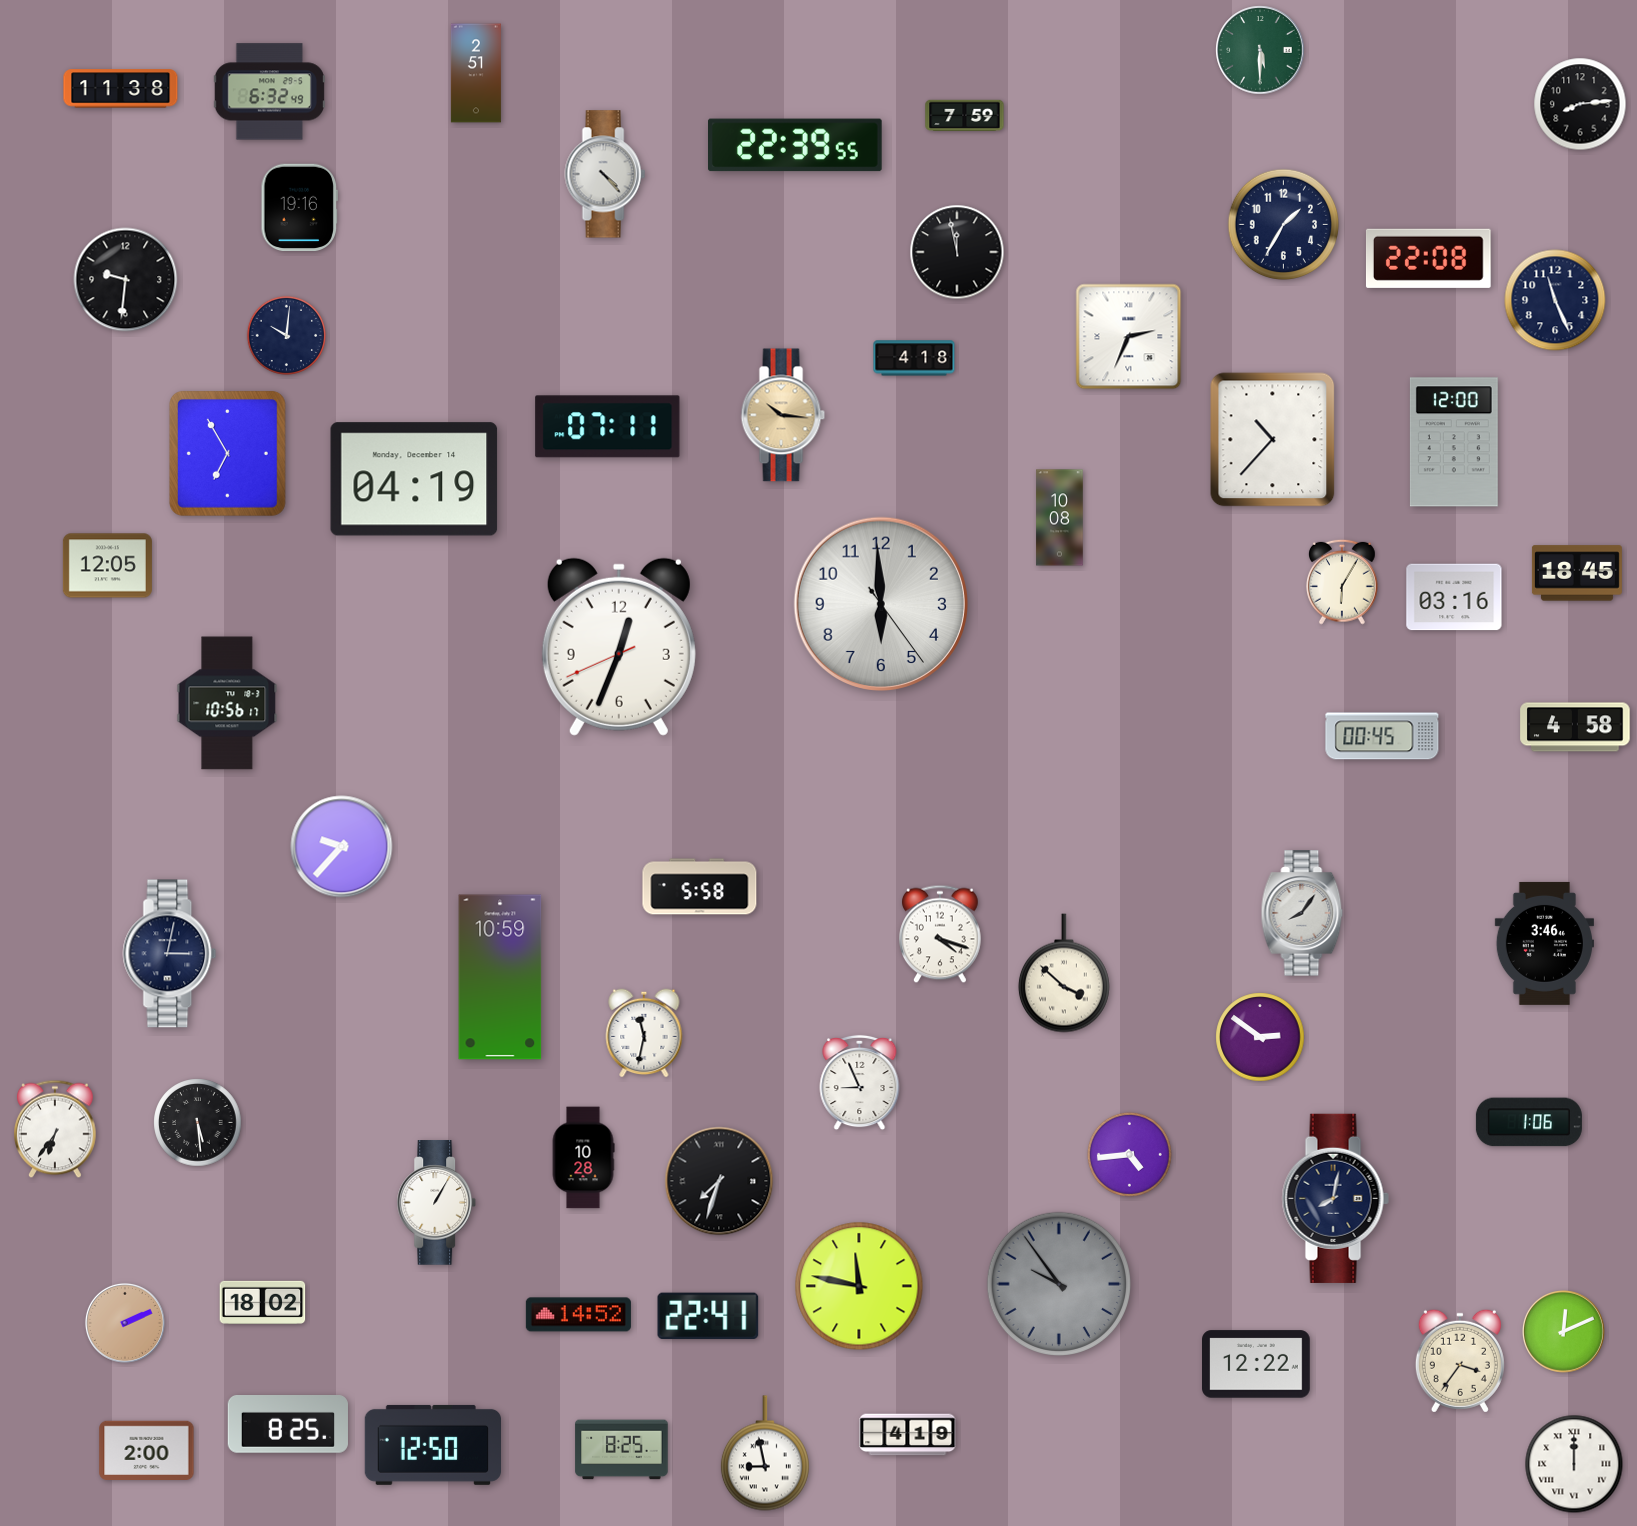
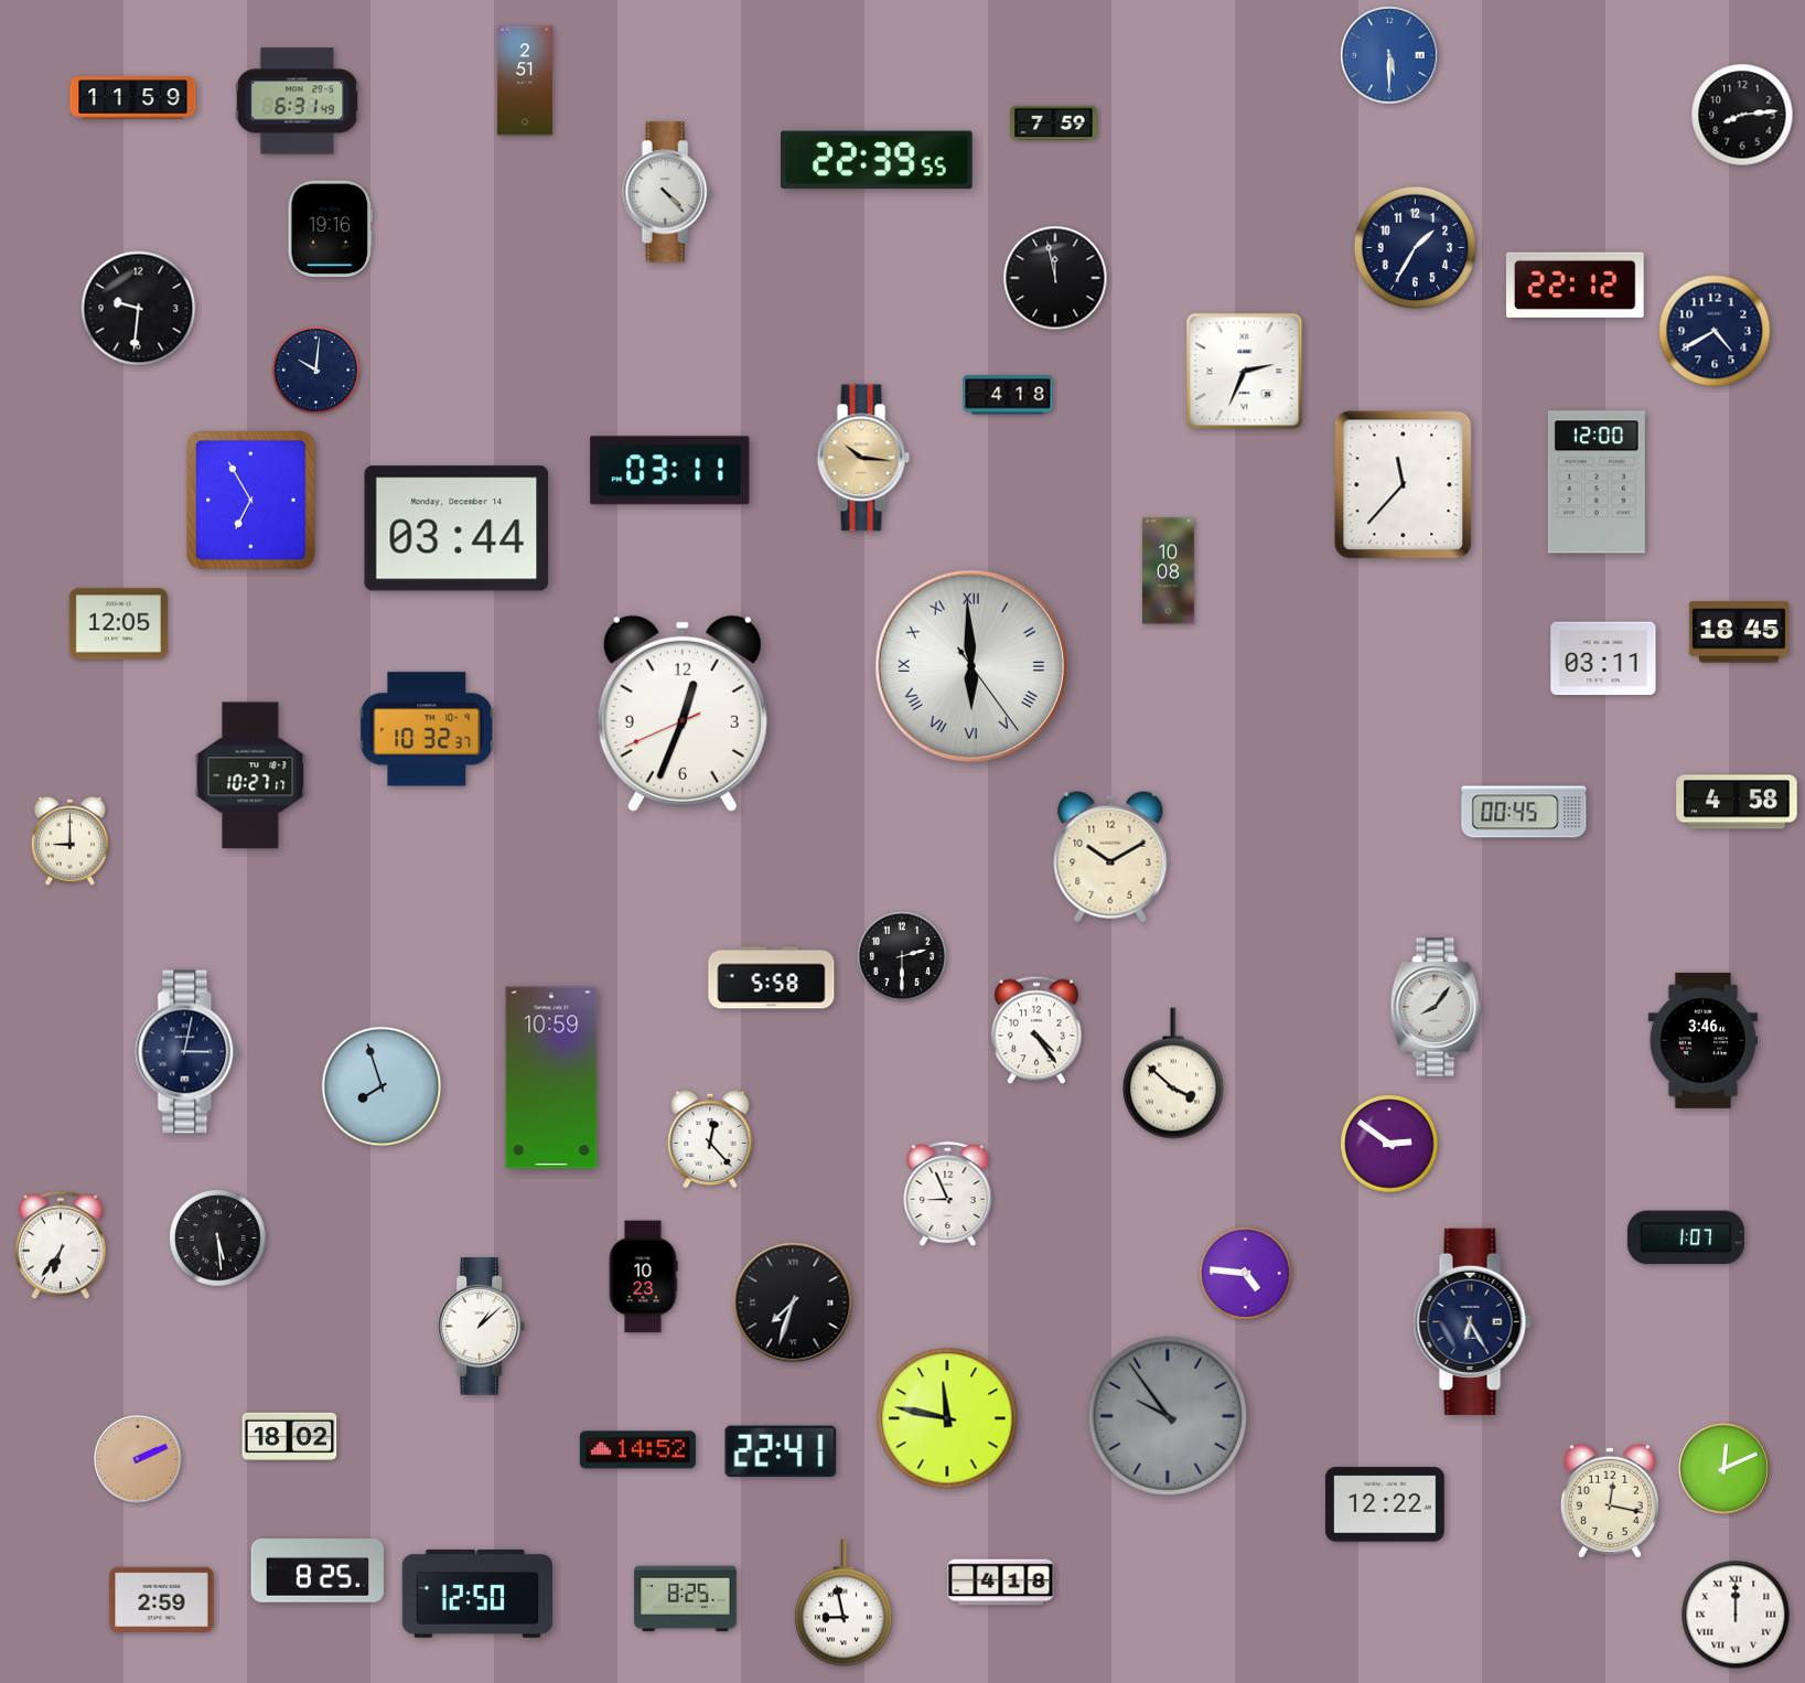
clock at (1260, 50) dial: green -> blue
clock at (121, 89): 11:38 -> 11:59
clock at (269, 92): 6:32 -> 6:31
clock at (965, 115) position: (965, 115) -> (1054, 122)
clock at (1428, 258): 22:08 -> 22:12
clock at (1555, 300): 11:26 -> 4:40
clock at (608, 427): 07:11 -> 03:11
clock at (1273, 440): 10:37 -> 11:37
clock at (1454, 442) position: (1454, 442) -> (1597, 482)
clock at (414, 479): 04:19 -> 03:44
clock at (1342, 582): 6:05 -> none
clock at (1454, 597): 03:16 -> 03:11
clock at (880, 603) numerals: Arabic -> Roman
clock at (427, 729): none -> 10:32
clock at (227, 703): 10:56 -> 10:27
clock at (69, 840): none -> 9:00
clock at (1110, 857): none -> 10:10
clock at (342, 847): 9:37 -> none
clock at (902, 956): none -> 2:30
clock at (941, 934): 4:18 -> 4:24
clock at (382, 1086): none -> 7:57
clock at (644, 1033): 11:32 -> 12:23
clock at (1529, 1122): 1:06 -> 1:07
clock at (1129, 1154): 4:44 -> 4:46
clock at (583, 1158): 10:28 -> 10:23
clock at (1335, 1198): 8:02 -> 6:25
clock at (437, 1203): 1:05 -> 1:08
clock at (1460, 1361): 3:36 -> 12:17
clock at (908, 1435): 4:19 -> 4:18
clock at (147, 1450): 2:00 -> 2:59
